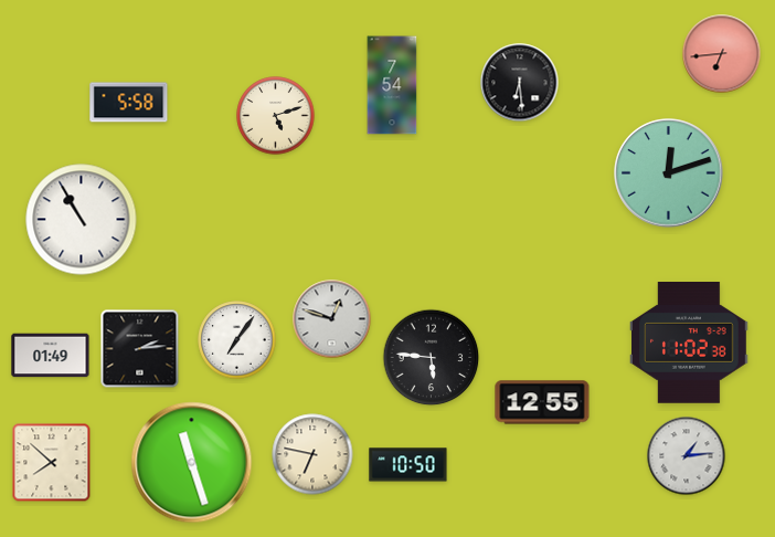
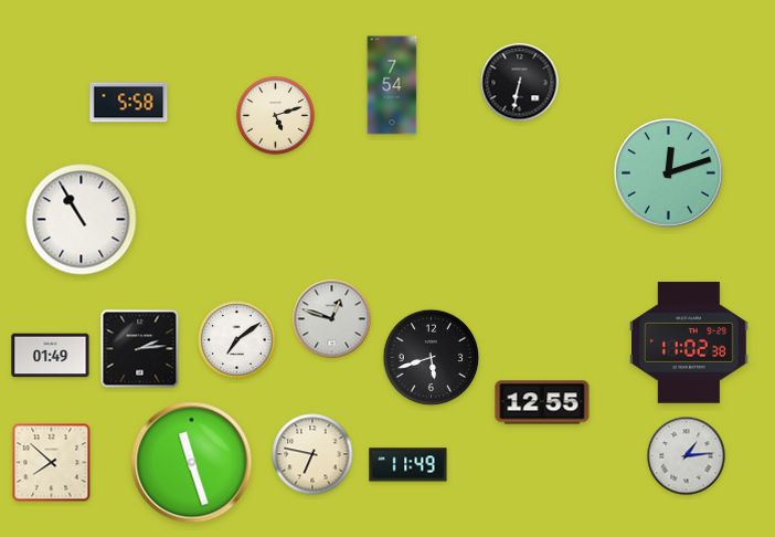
clock at (722, 54): 6:44 -> none
clock at (520, 83): 6:29 -> 6:32
clock at (237, 340): 7:06 -> 7:09
clock at (432, 358): 5:46 -> 5:42
clock at (408, 465): 10:50 -> 11:49
